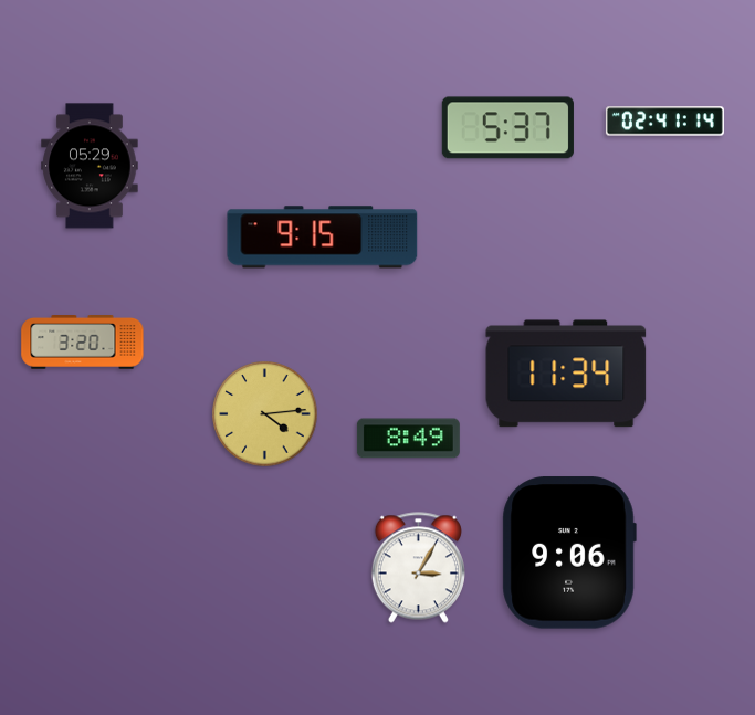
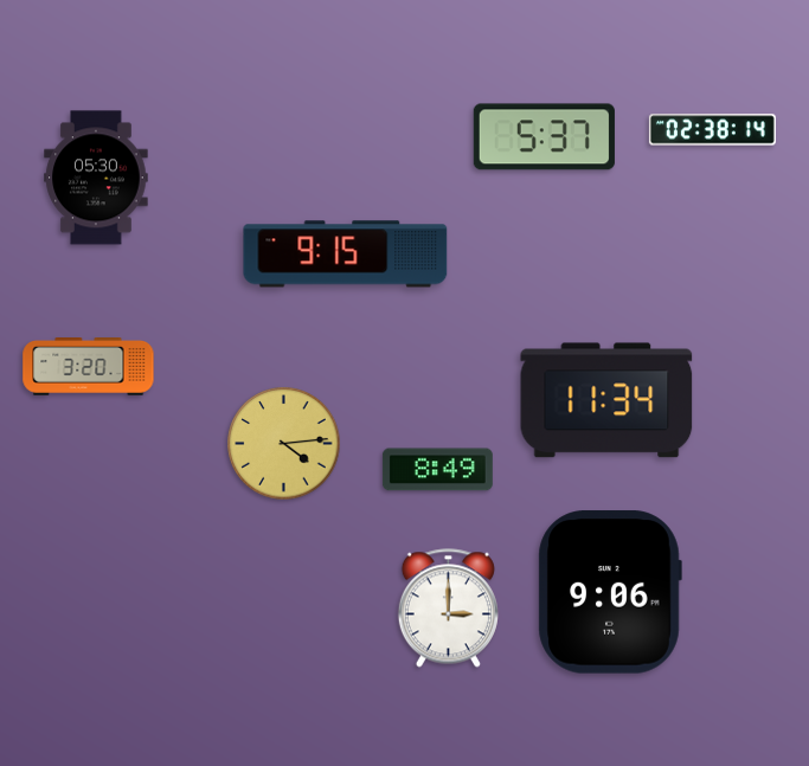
clock at (664, 122): 02:41 -> 02:38
clock at (90, 166): 05:29 -> 05:30
clock at (418, 568): 3:05 -> 3:00
